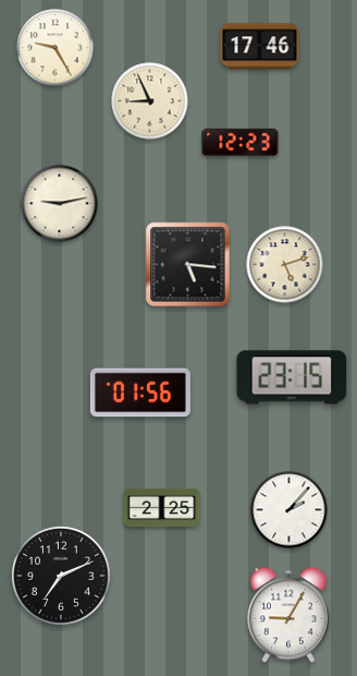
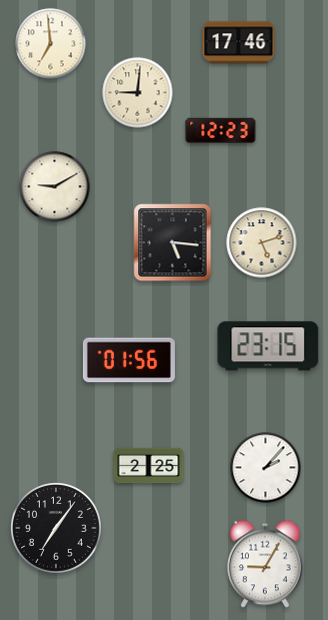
clock at (56, 48): 9:25 -> 6:59
clock at (150, 101): 8:56 -> 9:01
clock at (60, 204): 9:13 -> 9:10
clock at (61, 577): 7:11 -> 7:06
